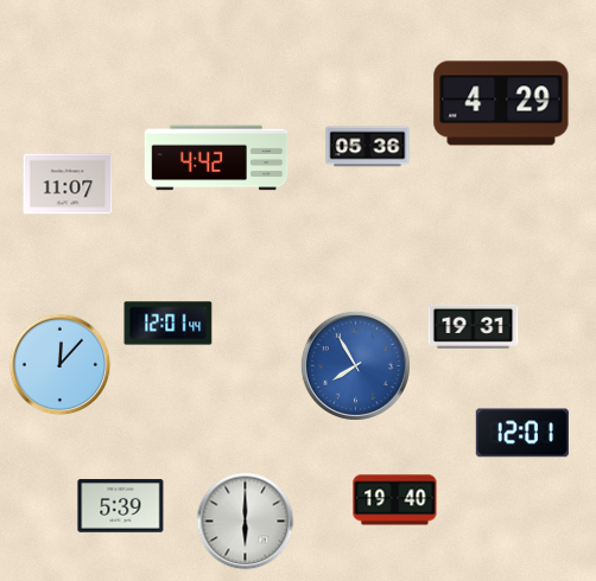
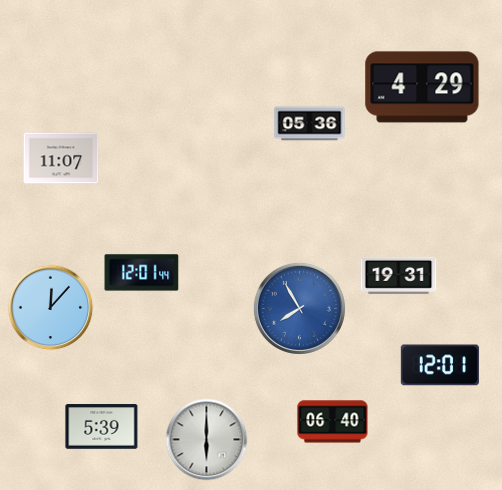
clock at (216, 158): 4:42 -> none
clock at (68, 184) position: (68, 184) -> (61, 158)
clock at (395, 500): 19:40 -> 06:40
